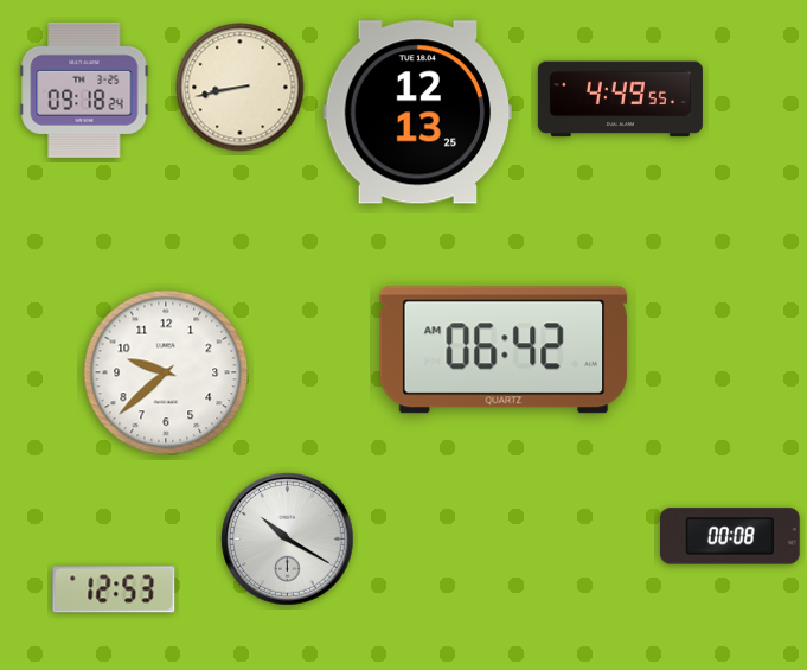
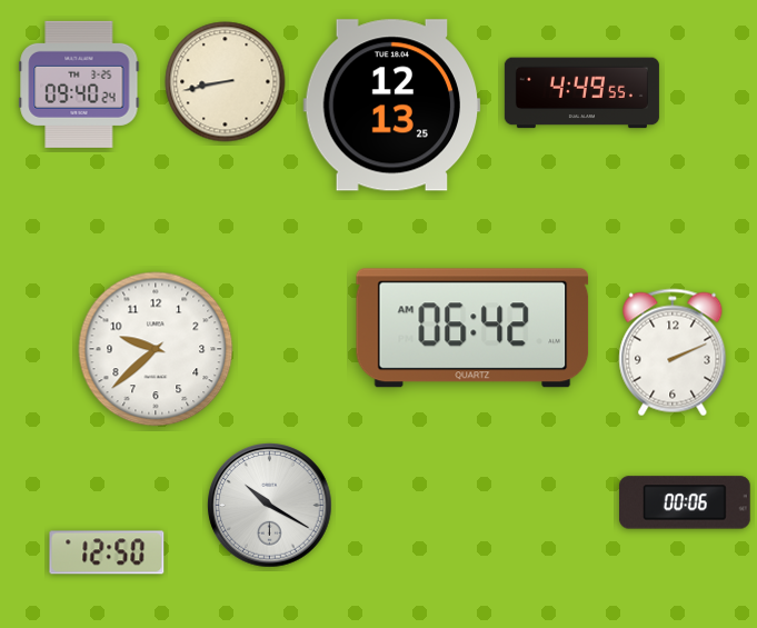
clock at (84, 90): 09:18 -> 09:40
clock at (673, 352): none -> 2:11
clock at (731, 536): 00:08 -> 00:06
clock at (114, 589): 12:53 -> 12:50
